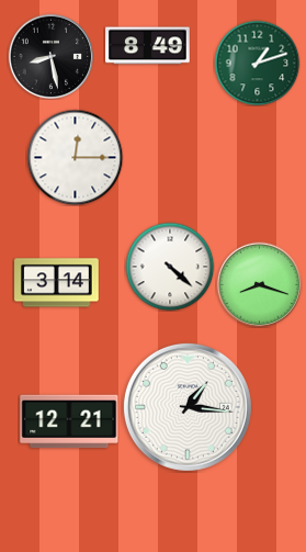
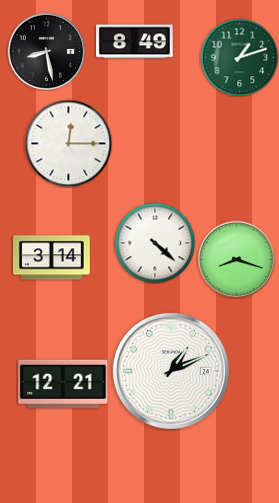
clock at (257, 63) position: (257, 63) -> (239, 57)
clock at (188, 407): 1:16 -> 1:11
